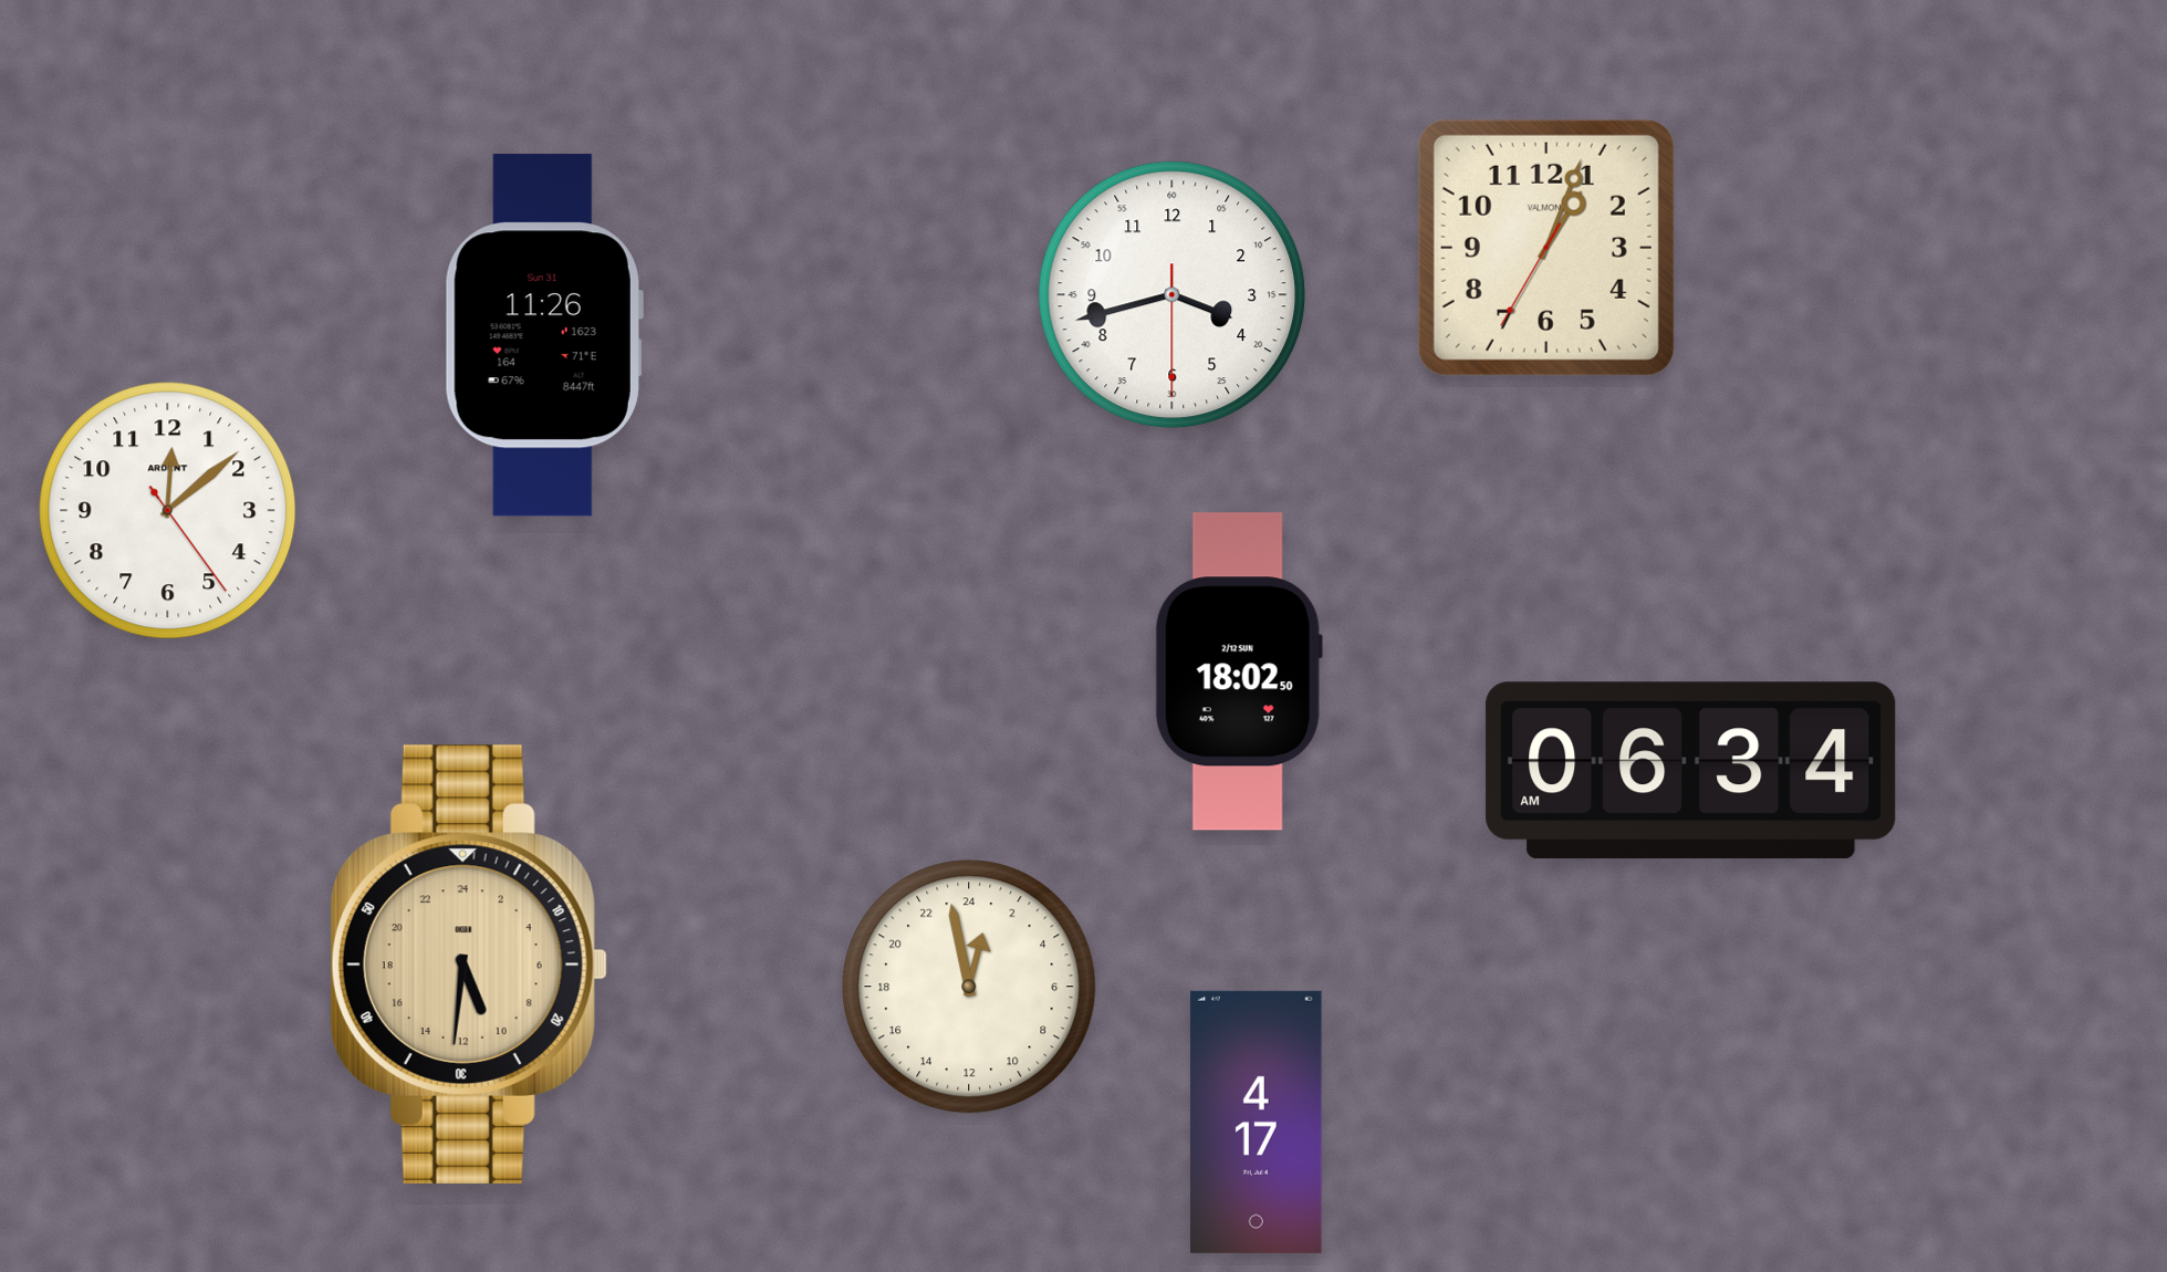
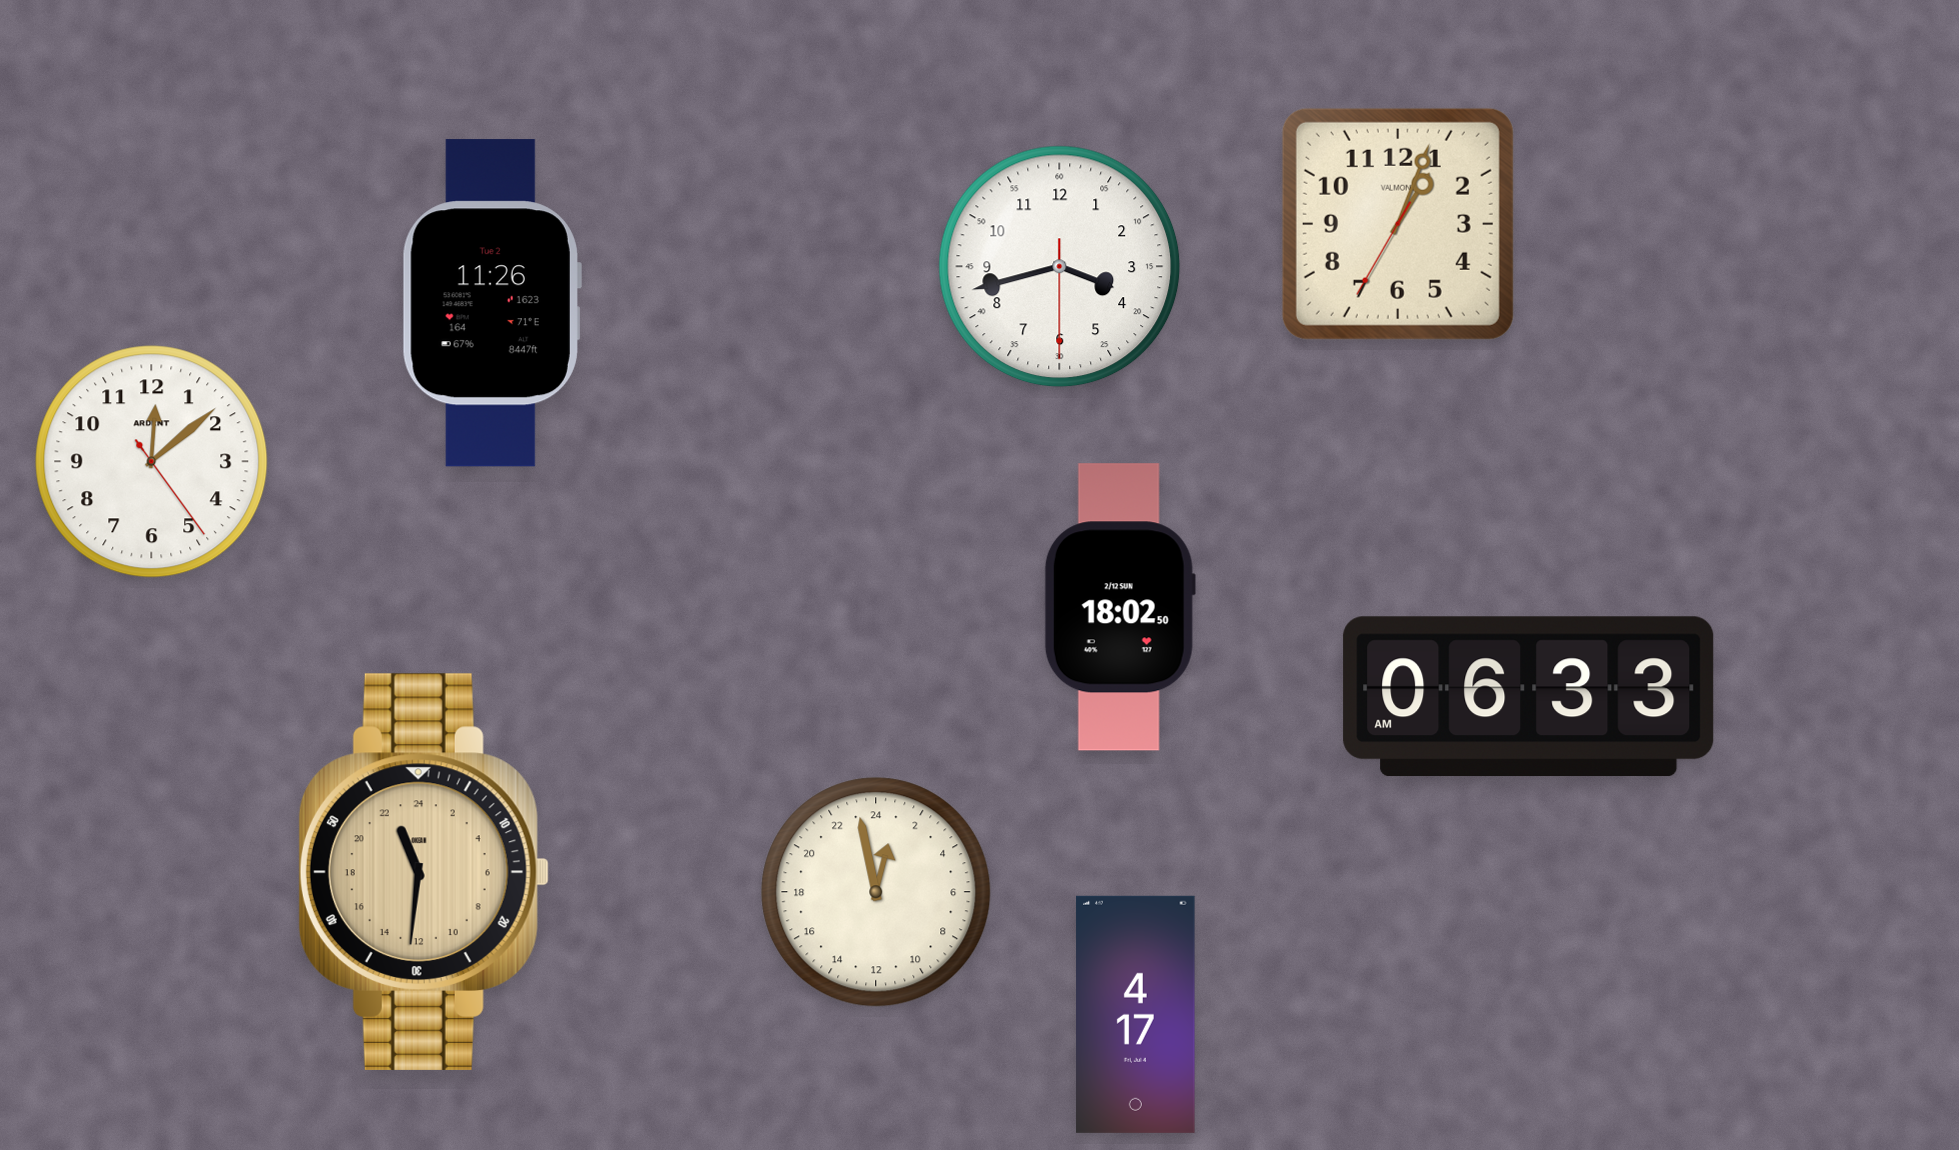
clock at (544, 335) date: Sun 31 -> Tue 2
clock at (1691, 771): 06:34 -> 06:33
clock at (469, 965): 10:31 -> 22:31
